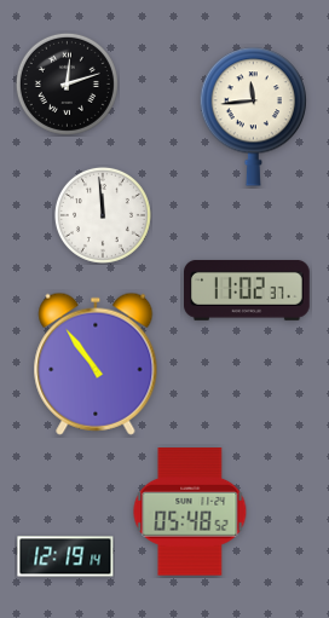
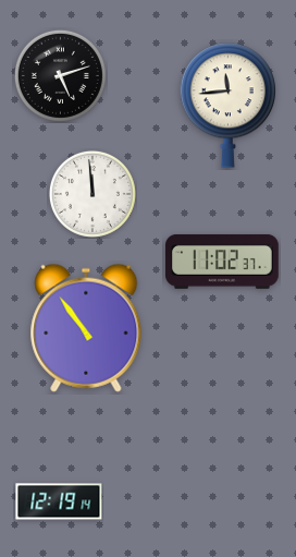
clock at (67, 83): 12:12 -> 5:12
clock at (190, 512): 05:48 -> none
